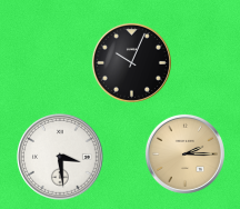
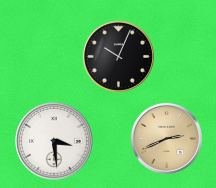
clock at (184, 153): 2:15 -> 2:41
